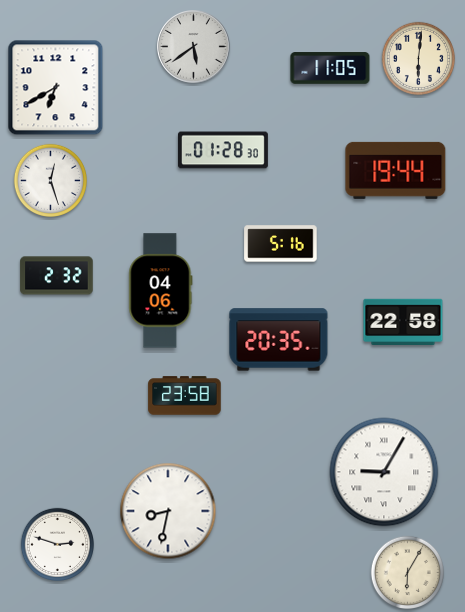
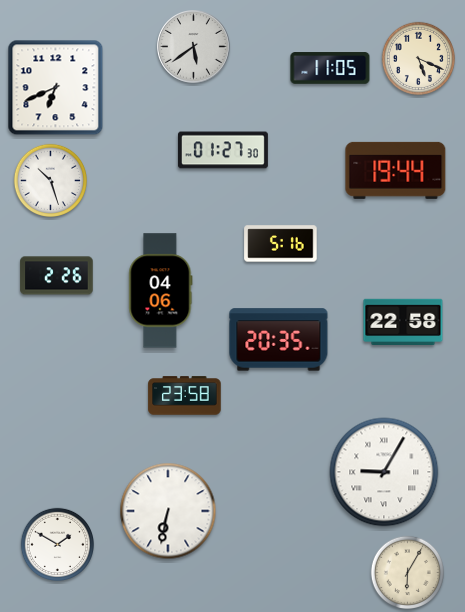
clock at (418, 58): 6:01 -> 5:19
clock at (56, 88): 6:40 -> 6:41
clock at (223, 150): 01:28 -> 01:27
clock at (50, 180): 12:27 -> 10:27
clock at (57, 276): 2:32 -> 2:26
clock at (168, 511): 8:32 -> 6:32
clock at (57, 544): 2:48 -> 1:50
